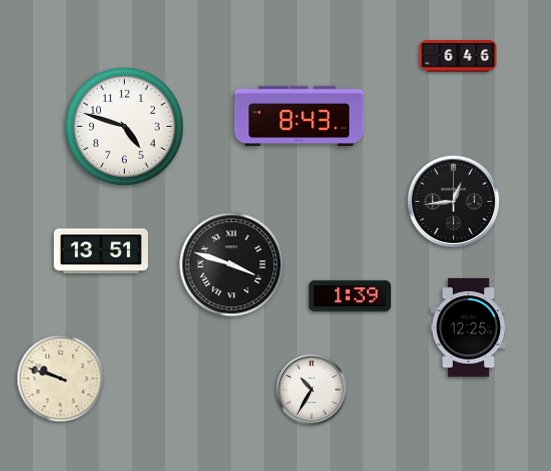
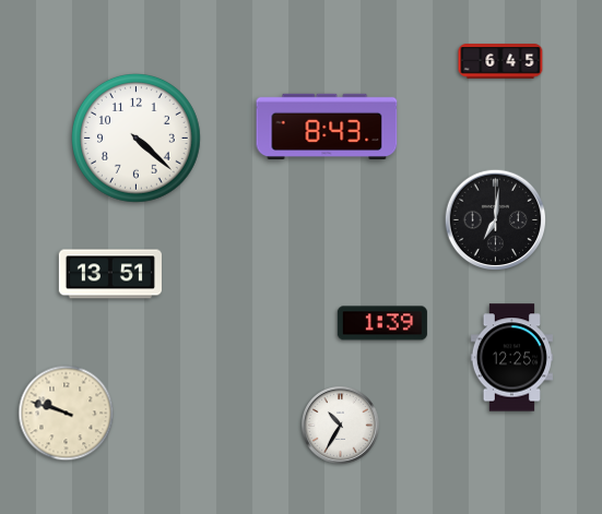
clock at (458, 56): 6:46 -> 6:45
clock at (125, 127): 4:48 -> 4:22
clock at (454, 202): 12:44 -> 7:01
clock at (232, 265): 3:48 -> none
